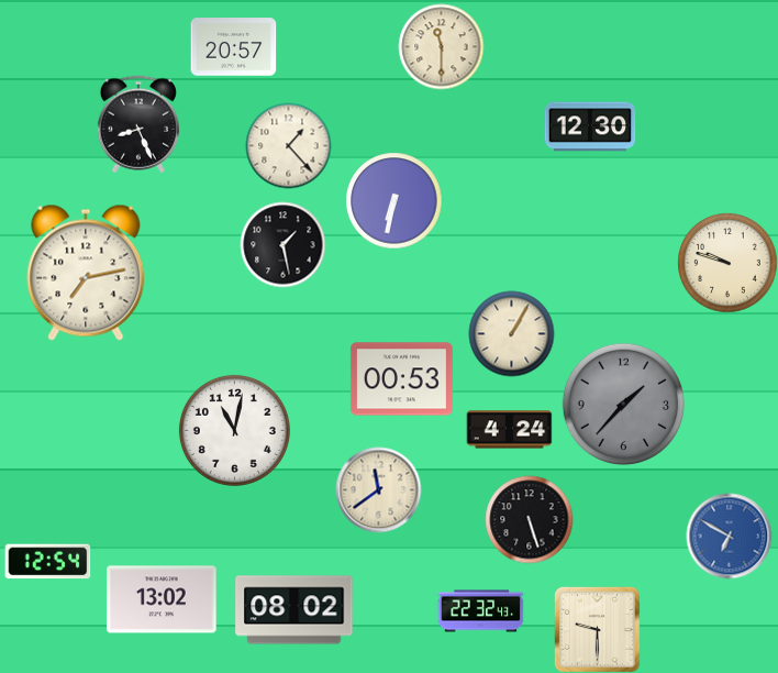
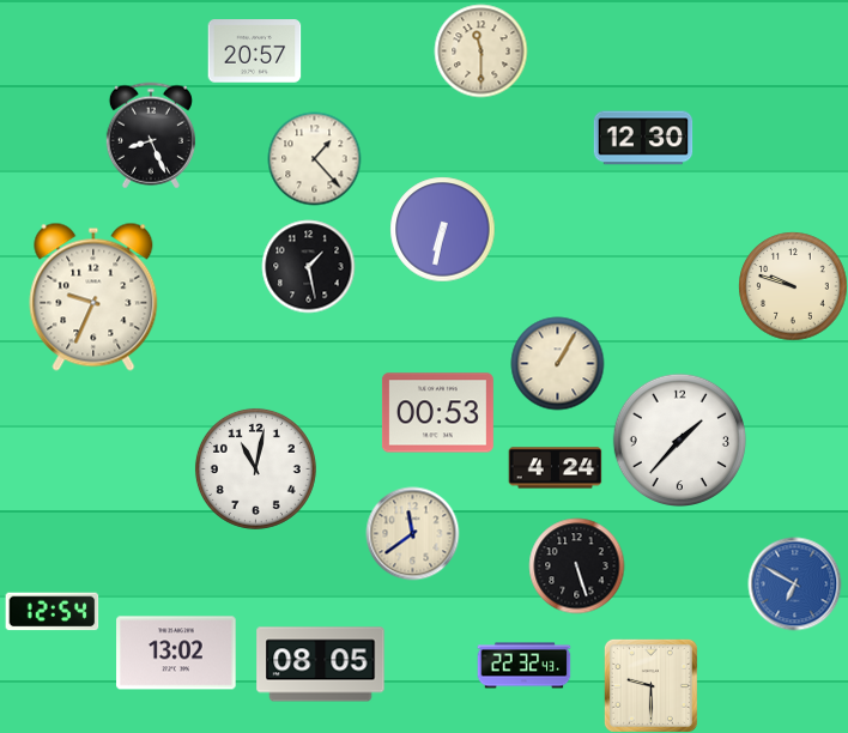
clock at (393, 200) position: (393, 200) -> (442, 229)
clock at (86, 273): 7:13 -> 9:34
clock at (623, 404) dial: grey -> white
clock at (294, 610): 08:02 -> 08:05
